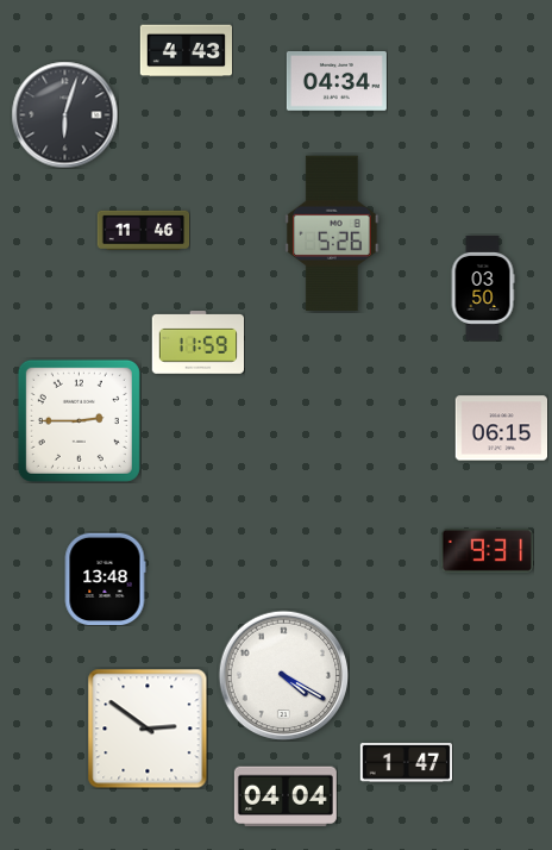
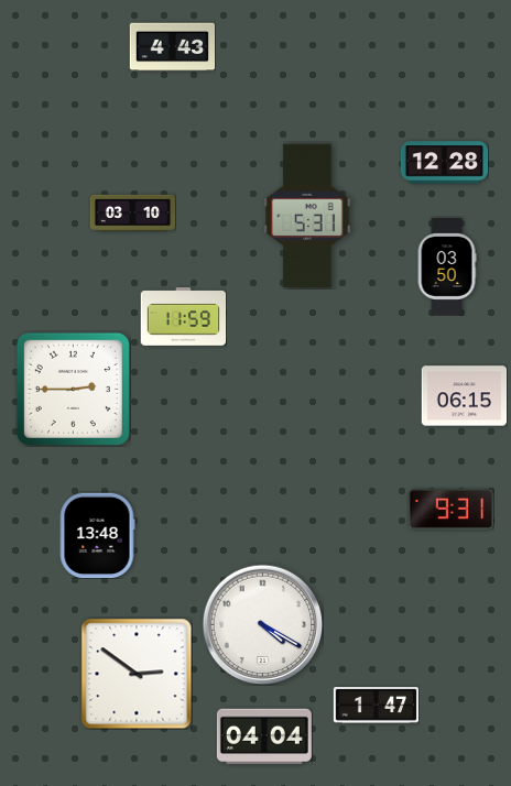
clock at (337, 82): 04:34 -> none
clock at (64, 114): 6:03 -> none
clock at (444, 163): none -> 12:28
clock at (143, 230): 11:46 -> 03:10
clock at (332, 233): 5:26 -> 5:31
